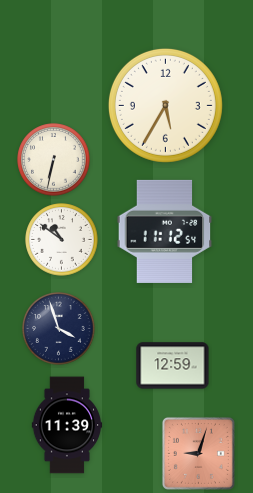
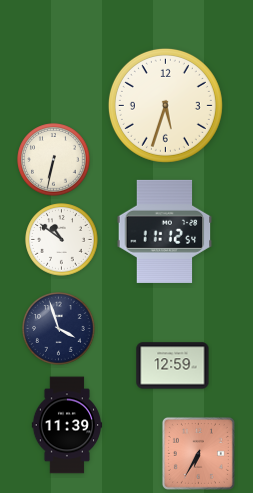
clock at (165, 105): 5:35 -> 5:33
clock at (198, 453): 9:03 -> 6:35
